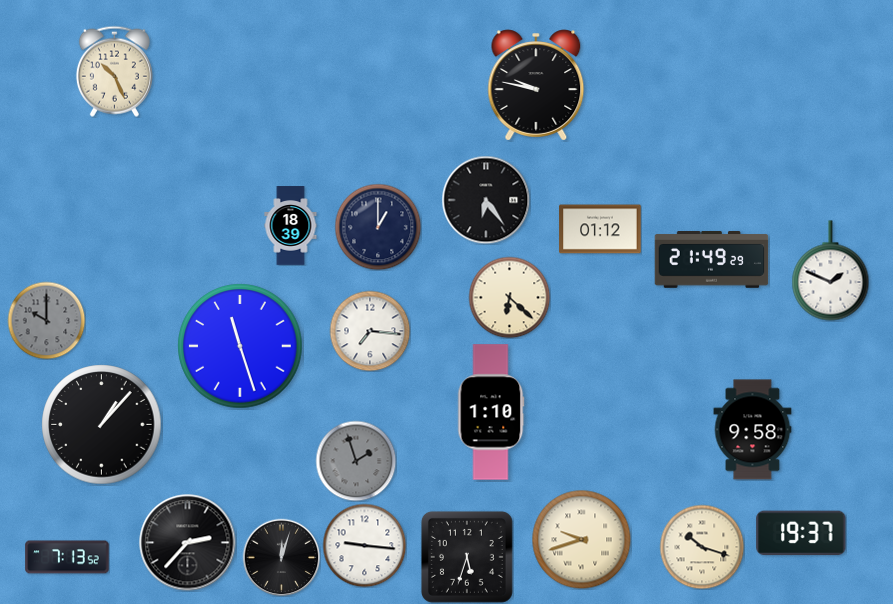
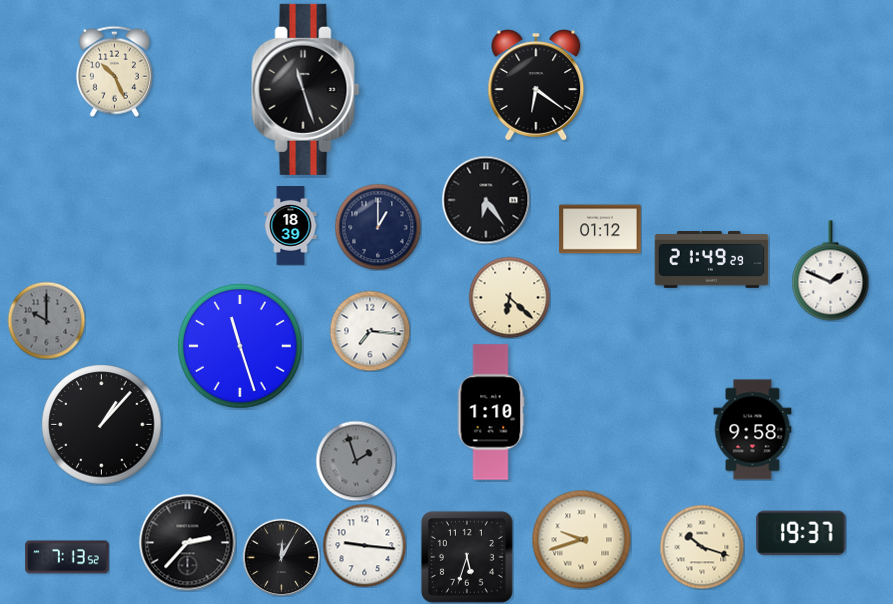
clock at (536, 85): 9:47 -> 6:21
clock at (306, 89): none -> 11:27
clock at (281, 557): 12:03 -> 12:05
